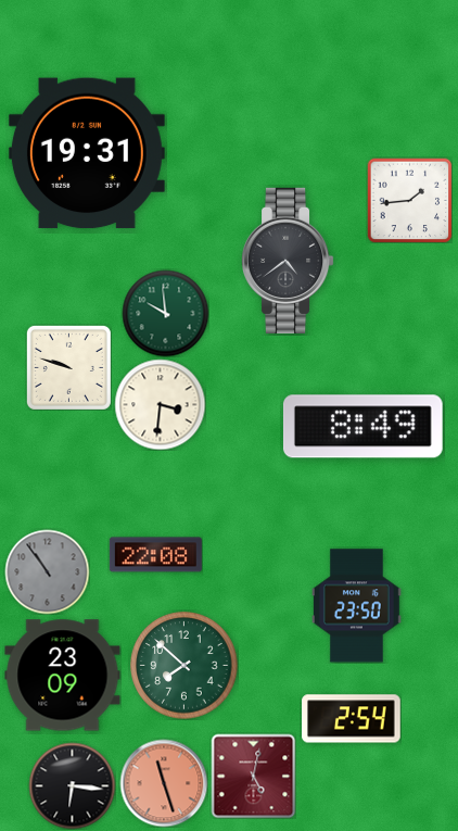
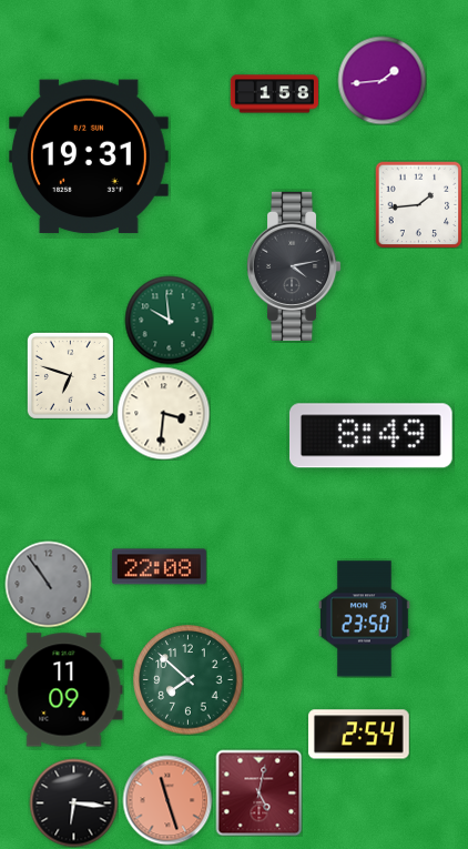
clock at (381, 80): none -> 1:44
clock at (274, 94): none -> 1:58
clock at (288, 261): 4:39 -> 4:13
clock at (68, 367): 9:48 -> 6:48
clock at (63, 676): 23:09 -> 11:09
